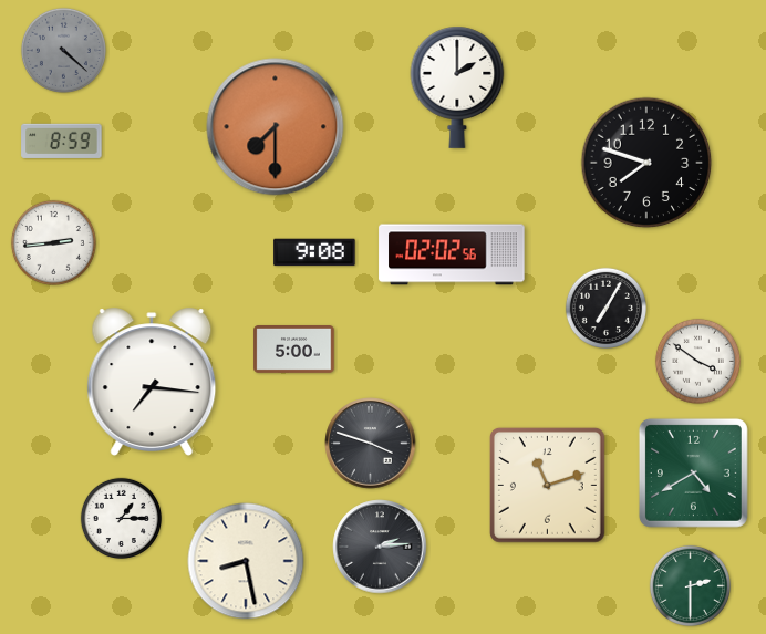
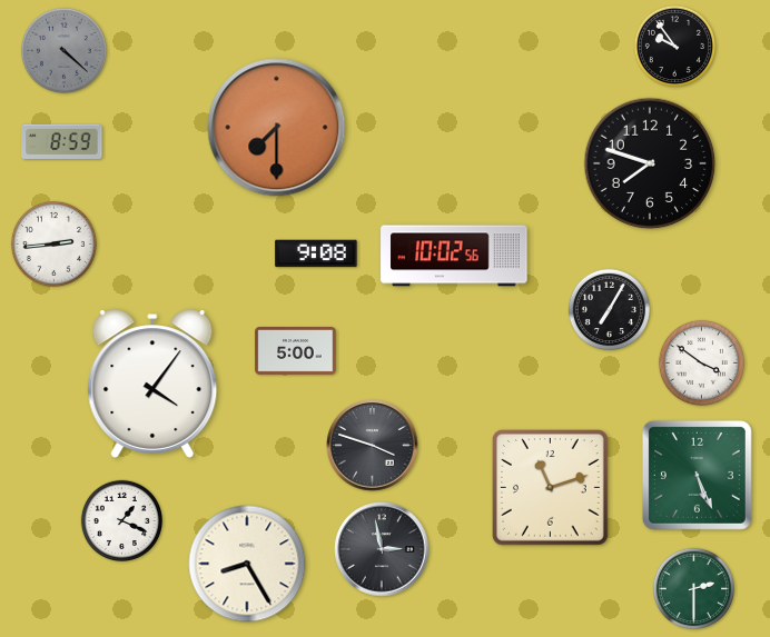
clock at (674, 46): none -> 9:54
clock at (457, 87): 2:00 -> none
clock at (452, 254): 02:02 -> 10:02
clock at (152, 382): 7:16 -> 4:06
clock at (693, 472): 4:40 -> 5:26
clock at (121, 518): 1:15 -> 1:19
clock at (380, 547): 2:14 -> 2:58
clock at (246, 561): 8:28 -> 8:25
